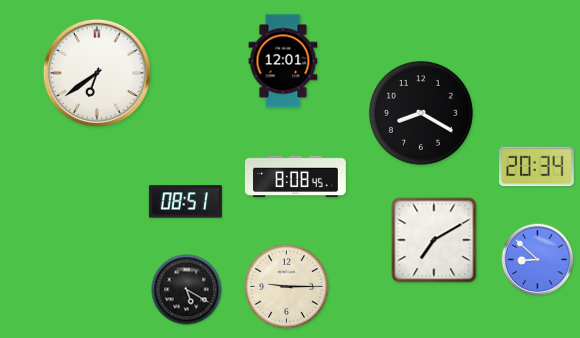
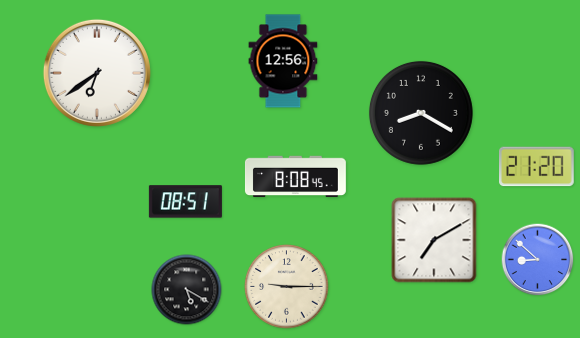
clock at (283, 61): 12:01 -> 12:56
clock at (537, 167): 20:34 -> 21:20
